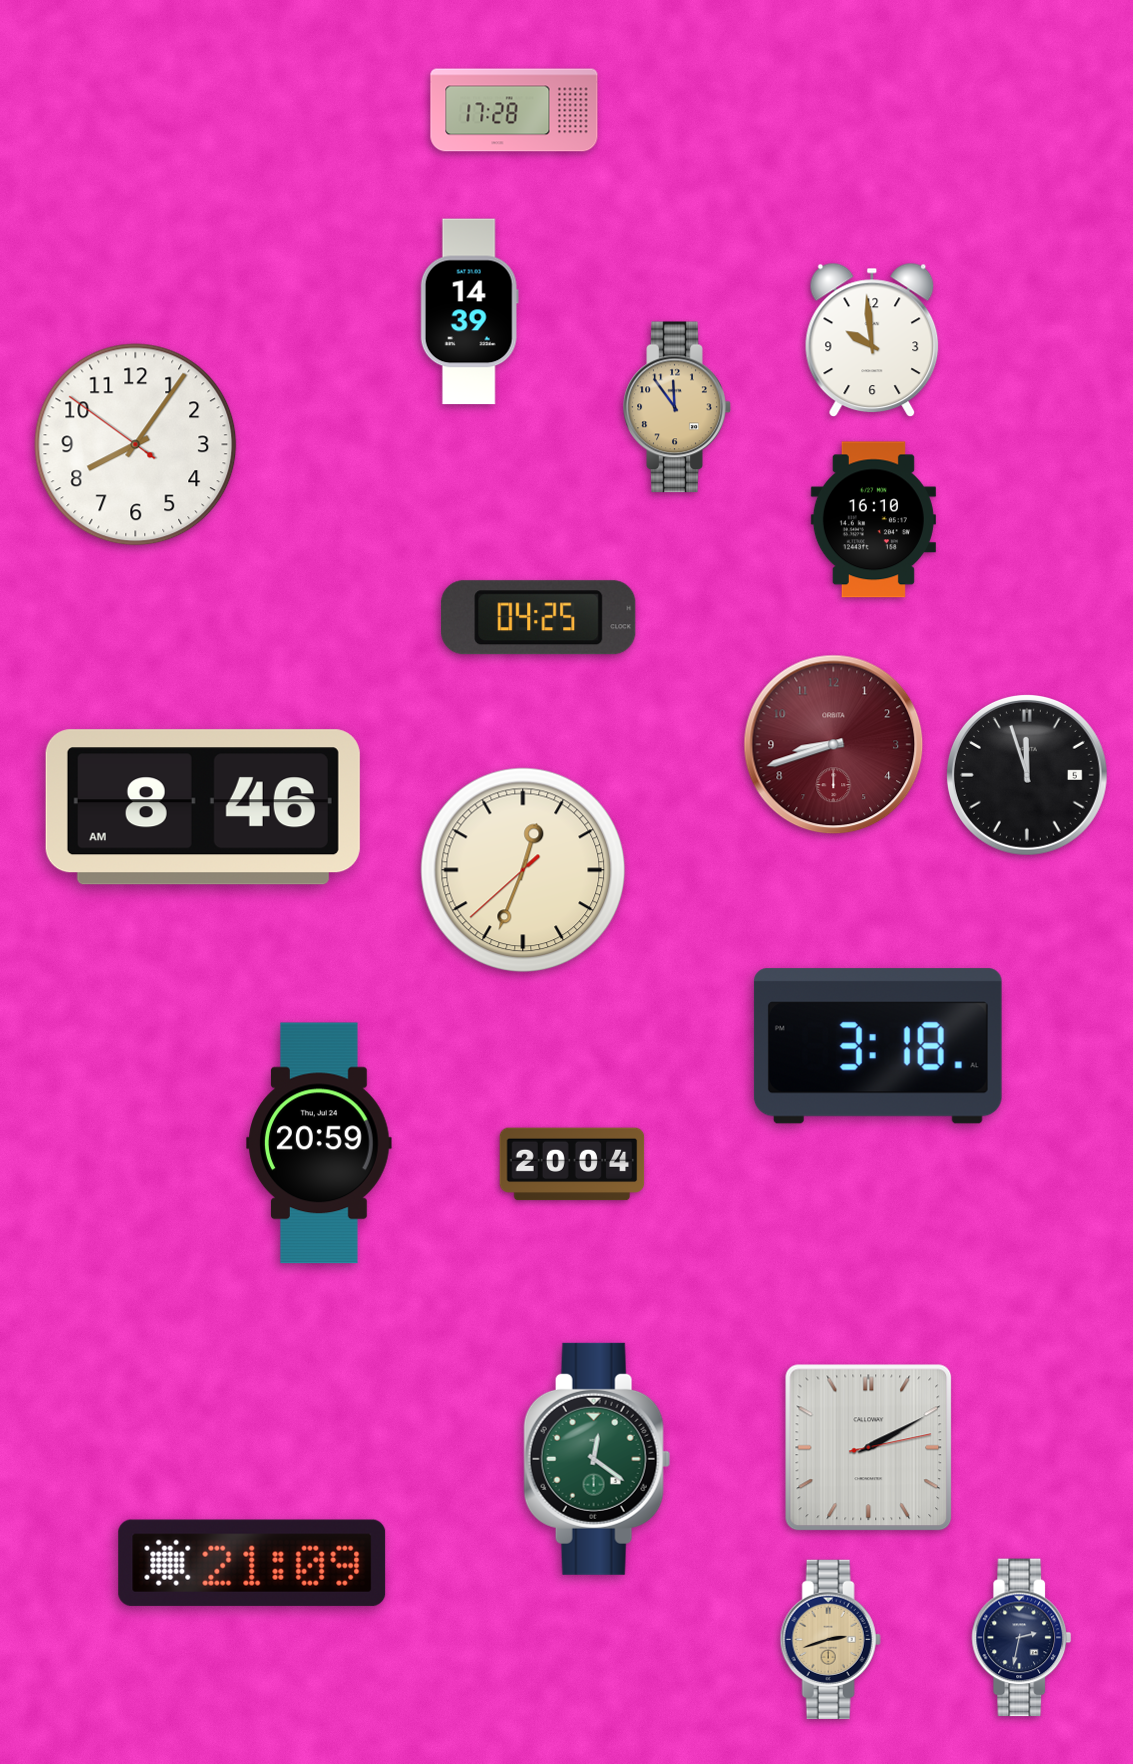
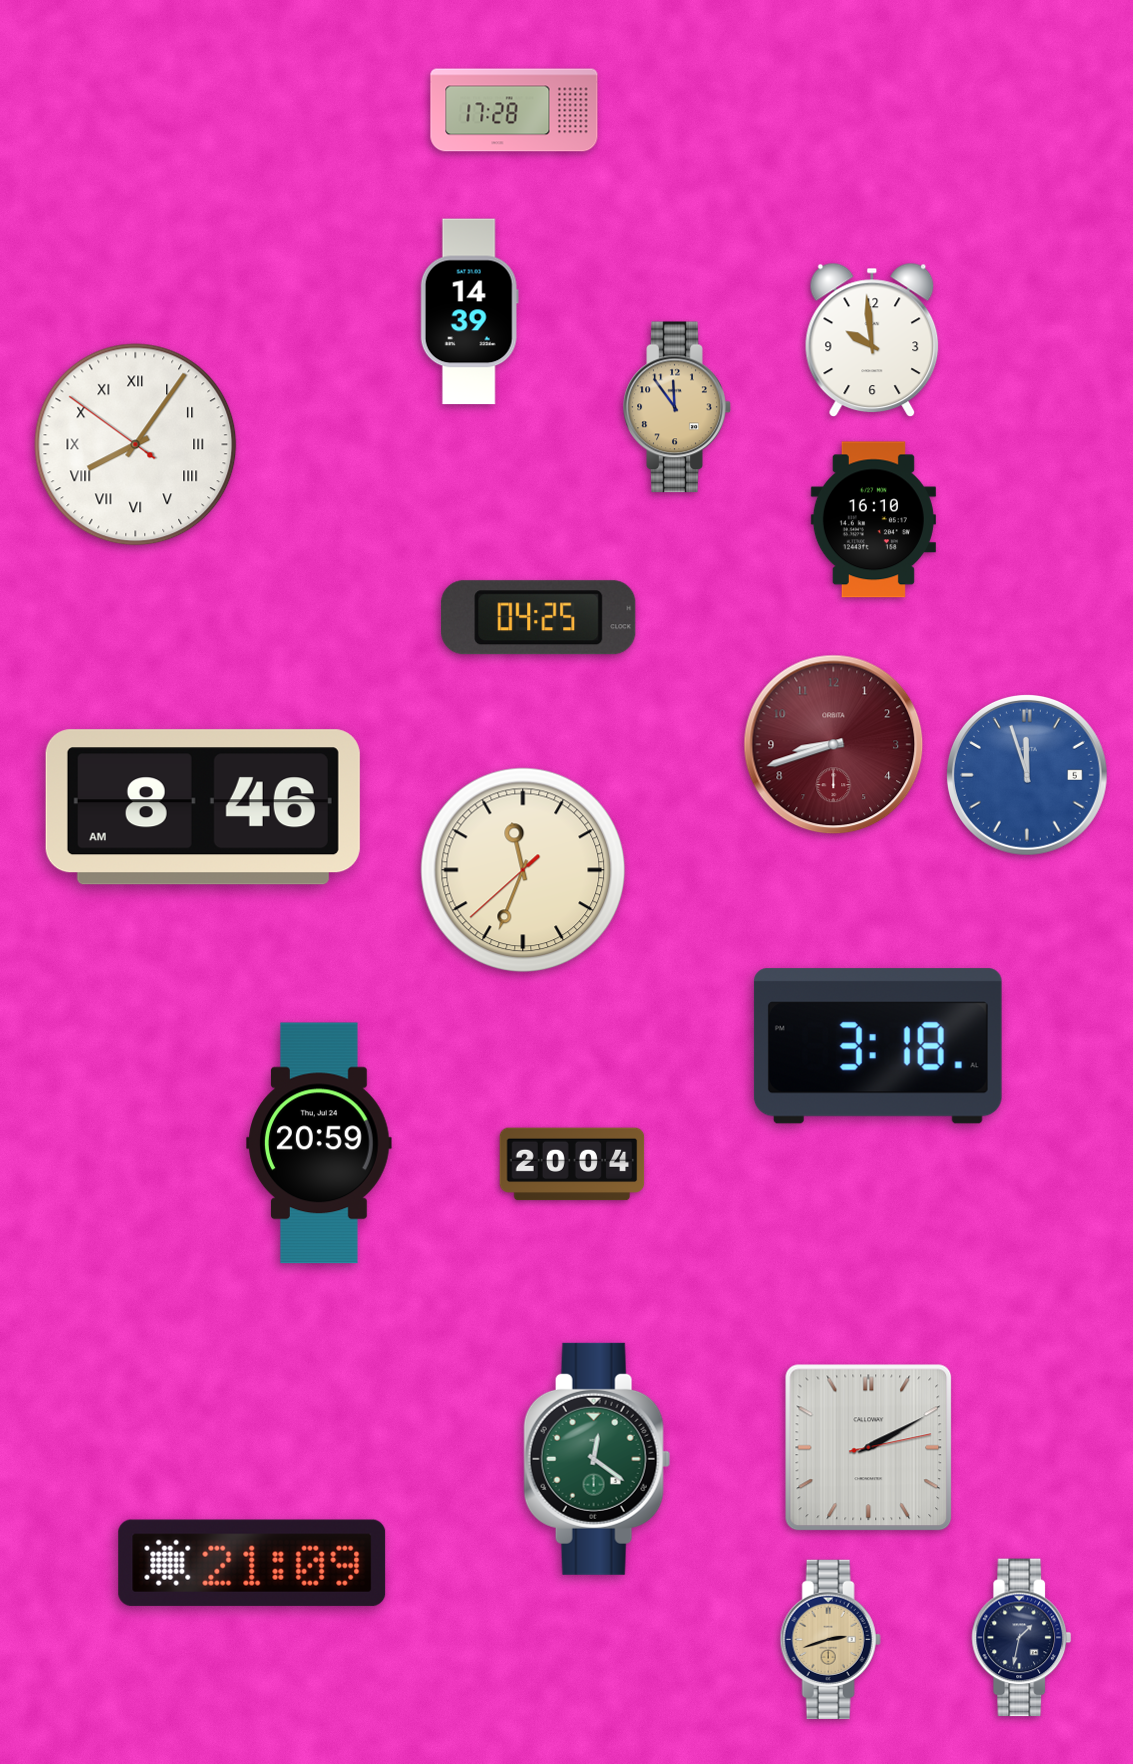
clock at (136, 445) numerals: Arabic -> Roman
clock at (1027, 775) dial: black -> blue
clock at (523, 870): 12:33 -> 11:33
clock at (1022, 1638): 2:32 -> 1:32
